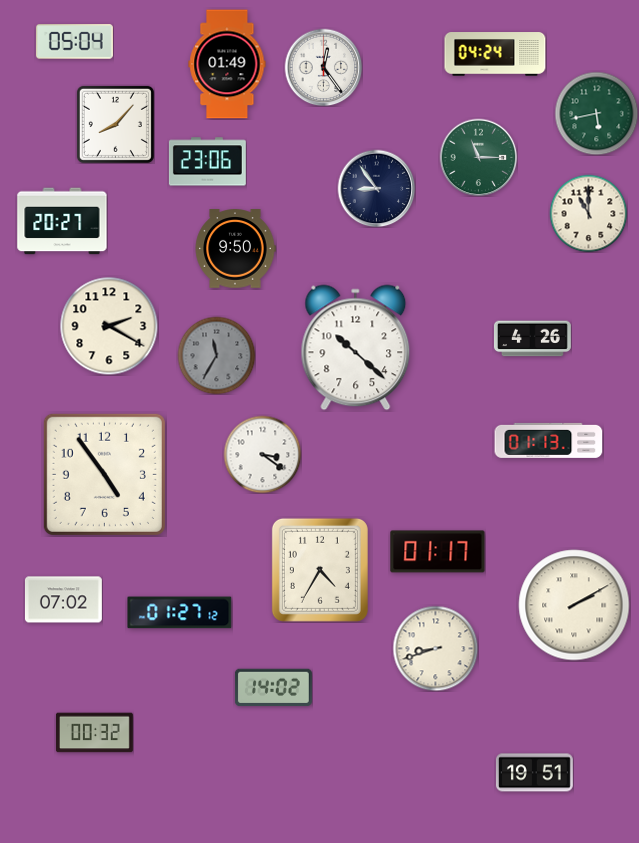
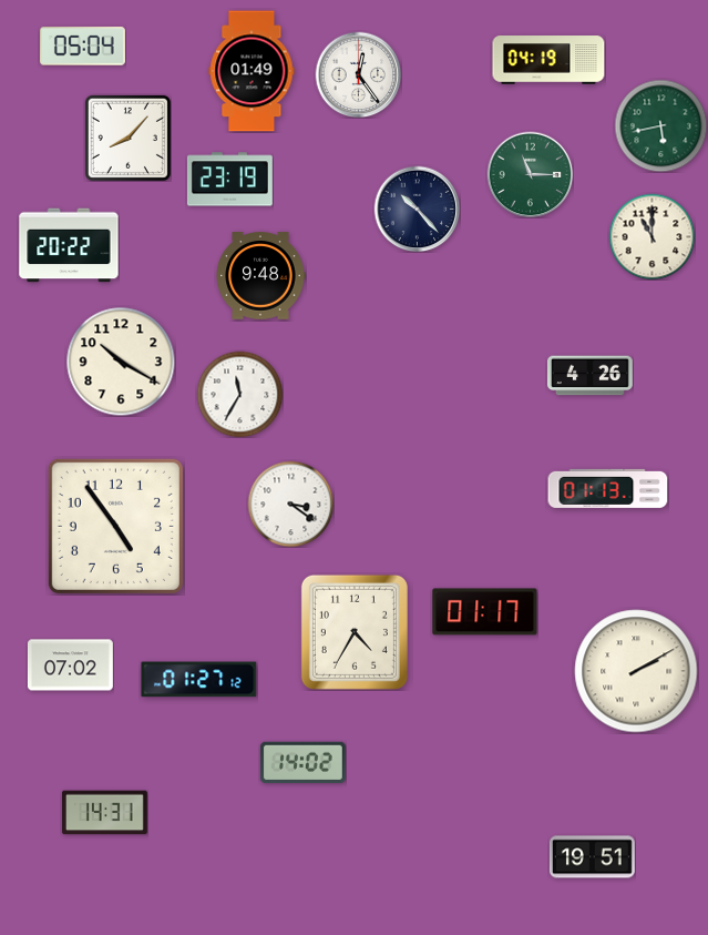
clock at (495, 54): 04:24 -> 04:19
clock at (207, 162): 23:06 -> 23:19
clock at (376, 188): 8:54 -> 10:23
clock at (62, 221): 20:27 -> 20:22
clock at (235, 249): 9:50 -> 9:48
clock at (109, 326): 2:20 -> 10:20
clock at (356, 348): 10:22 -> none
clock at (216, 355) dial: grey -> white
clock at (435, 648): 8:42 -> none
clock at (94, 733): 00:32 -> 14:31
